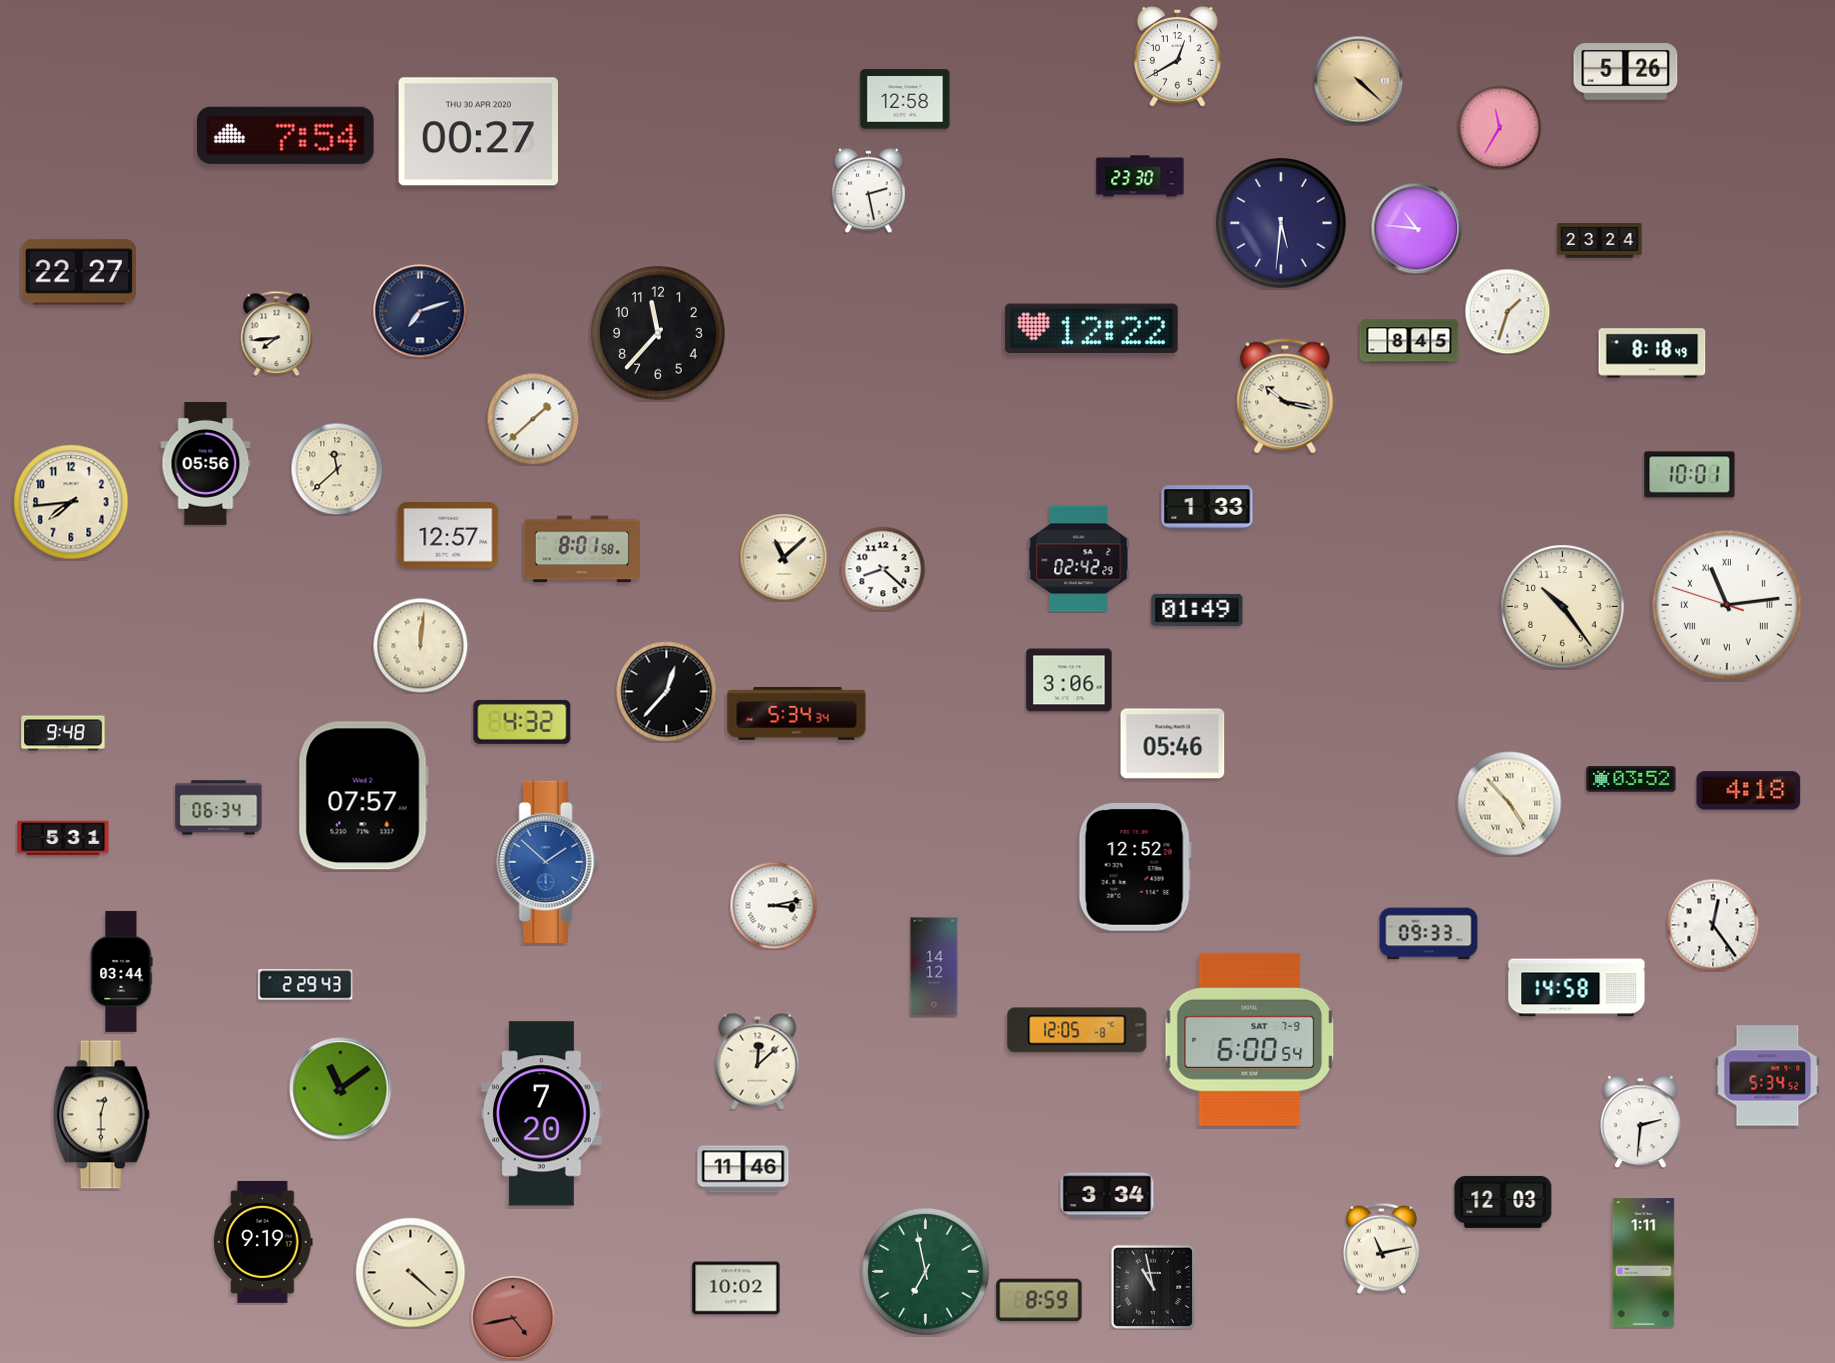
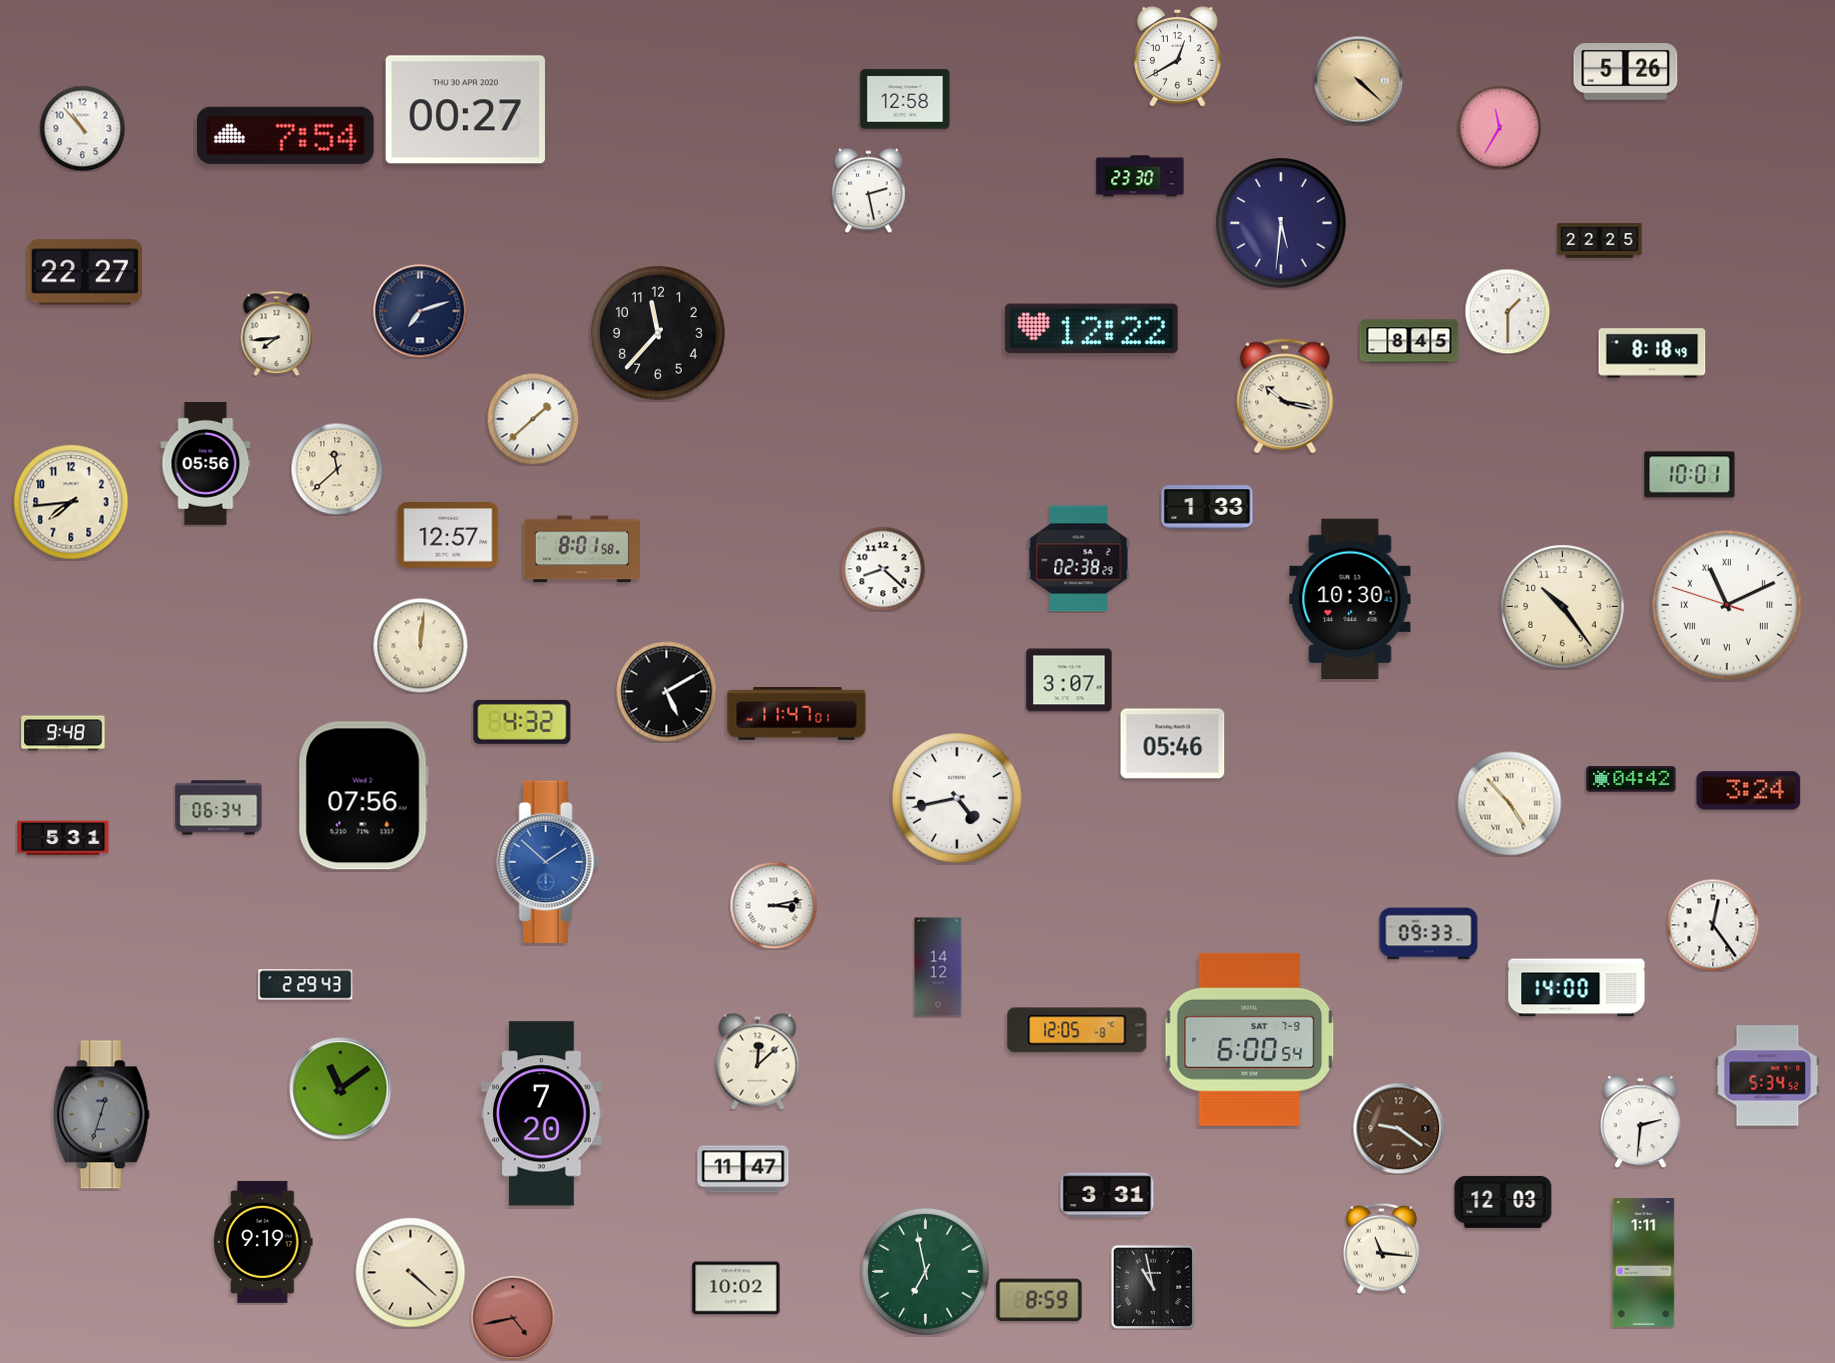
clock at (82, 128): none -> 10:53
clock at (478, 132) position: (478, 132) -> (465, 110)
clock at (1416, 228): 10:46 -> none
clock at (1600, 241): 23:24 -> 22:25
clock at (79, 272) position: (79, 272) -> (85, 272)
clock at (1507, 311): 1:33 -> 1:30
clock at (783, 557): 11:08 -> none
clock at (1079, 559): 02:42 -> 02:38
clock at (1350, 598): none -> 10:30
clock at (1727, 605): 11:13 -> 11:10
clock at (1197, 610): 01:49 -> none
clock at (1069, 680): 3:06 -> 3:07
clock at (667, 692): 12:37 -> 5:10
clock at (797, 714): 5:34 -> 11:47
clock at (1631, 779): 03:52 -> 04:42
clock at (1749, 791): 4:18 -> 3:24
clock at (363, 796): 07:57 -> 07:56
clock at (957, 798): none -> 4:43
clock at (1135, 868): 12:52 -> none
clock at (934, 967) position: (934, 967) -> (938, 967)
clock at (122, 971): 03:44 -> none
clock at (1577, 988): 14:58 -> 14:00
clock at (101, 1115): 12:30 -> 12:33
clock at (101, 1115) dial: cream -> grey
clock at (1398, 1128): none -> 9:21
clock at (743, 1169): 11:46 -> 11:47
clock at (1107, 1195): 3:34 -> 3:31
clock at (1381, 1248): 11:13 -> 11:16
